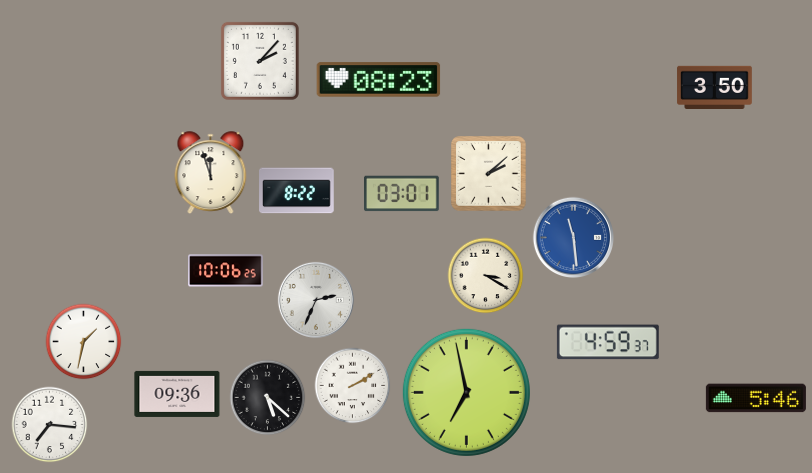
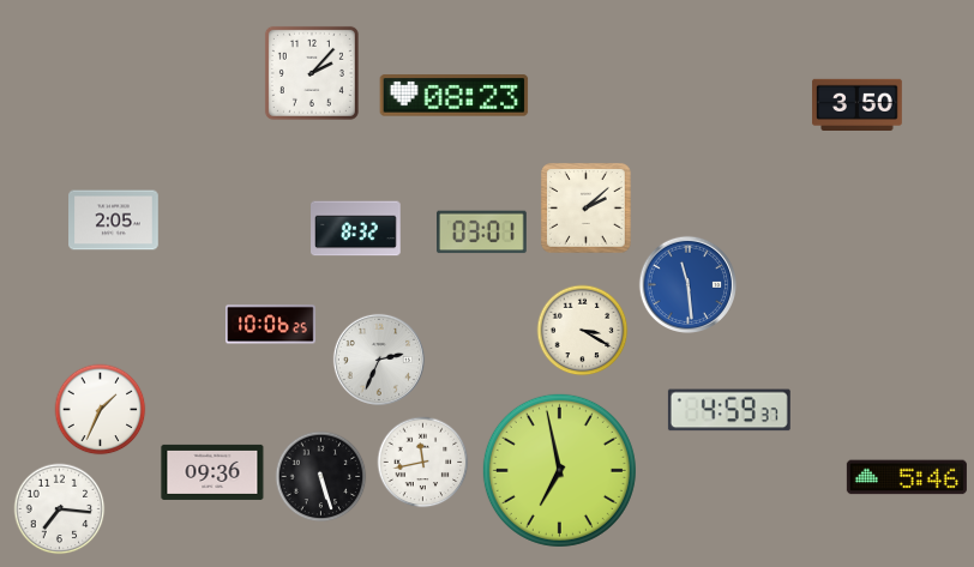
clock at (211, 172): 11:57 -> none
clock at (114, 221): none -> 2:05
clock at (297, 191): 8:22 -> 8:32
clock at (84, 342): 1:32 -> 1:34
clock at (353, 386): 2:10 -> 11:43
clock at (268, 398): 5:22 -> 5:27
